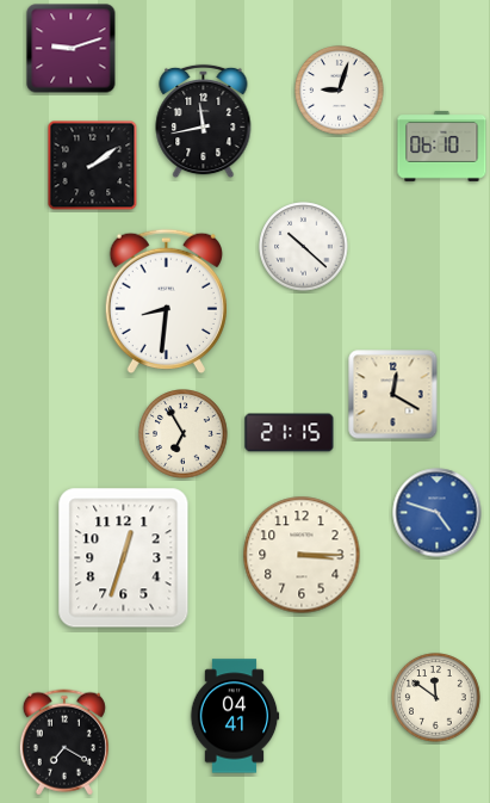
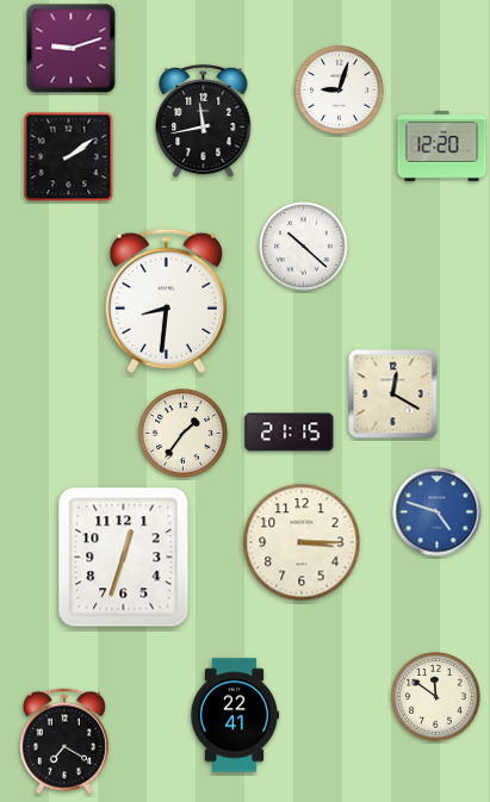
clock at (442, 146): 06:10 -> 12:20
clock at (93, 166) position: (93, 166) -> (69, 157)
clock at (184, 434): 6:55 -> 1:36
clock at (302, 555) position: (302, 555) -> (302, 542)
clock at (235, 716): 04:41 -> 22:41
